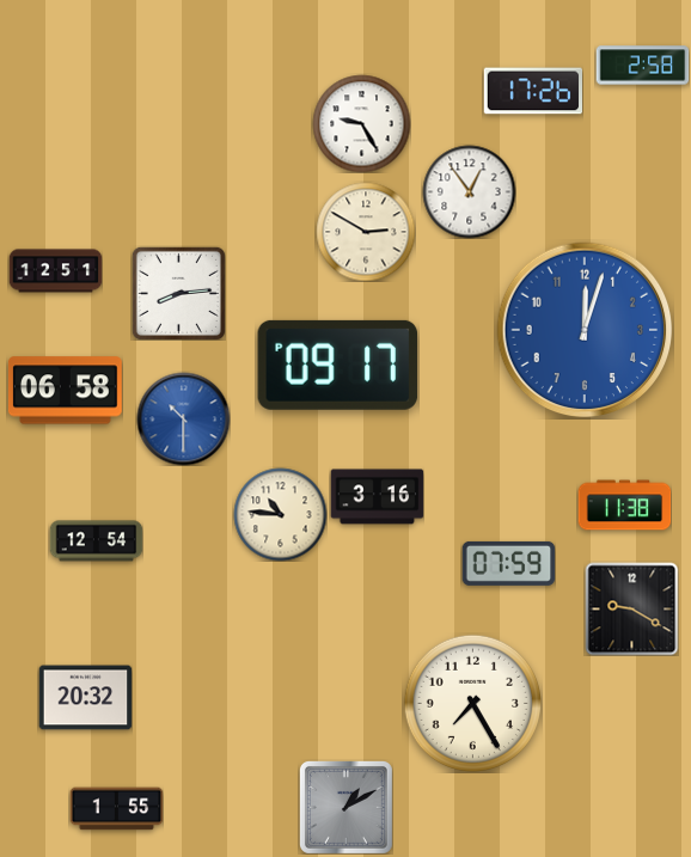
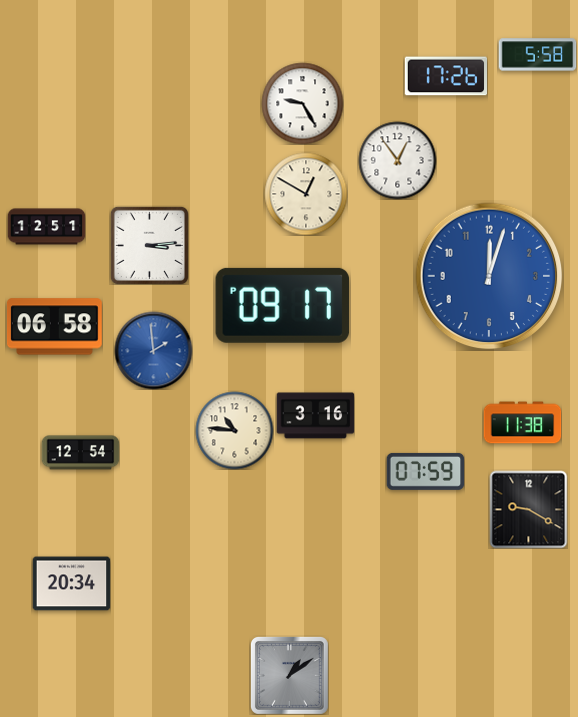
clock at (642, 66): 2:58 -> 5:58
clock at (469, 191) position: (469, 191) -> (397, 160)
clock at (366, 232): 2:50 -> 12:50
clock at (178, 293): 8:14 -> 3:14
clock at (183, 418): 10:30 -> 1:59
clock at (85, 698): 20:32 -> 20:34
clock at (472, 703): 7:25 -> none
clock at (345, 807): 1:10 -> 1:09
clock at (116, 809): 1:55 -> none
